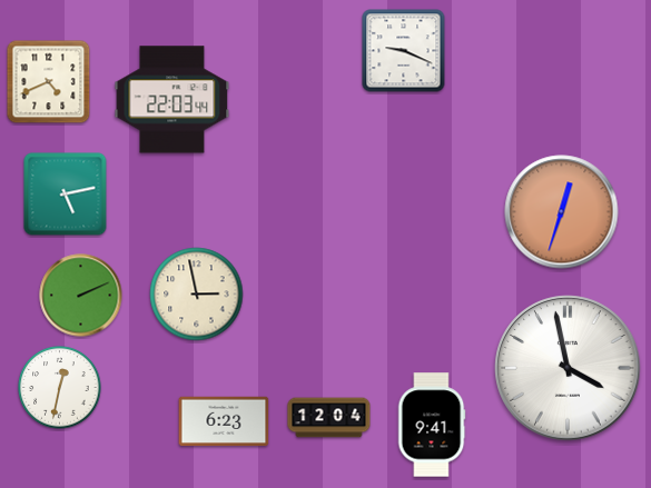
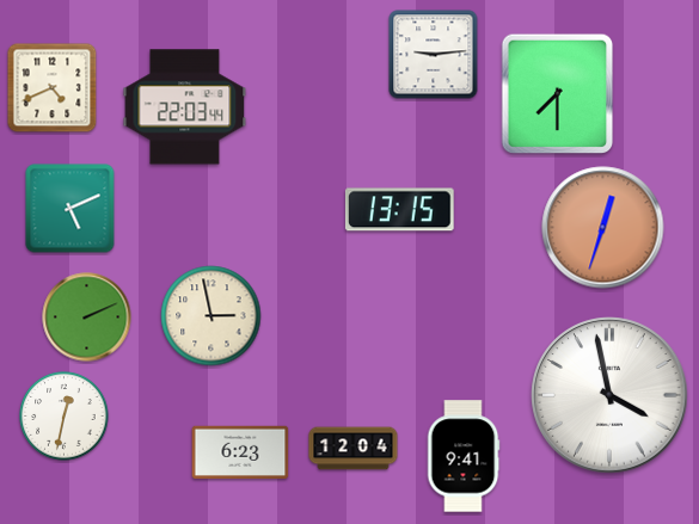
clock at (404, 51): 9:19 -> 9:14
clock at (558, 94): none -> 7:30
clock at (66, 195): 5:13 -> 5:11
clock at (400, 210): none -> 13:15
